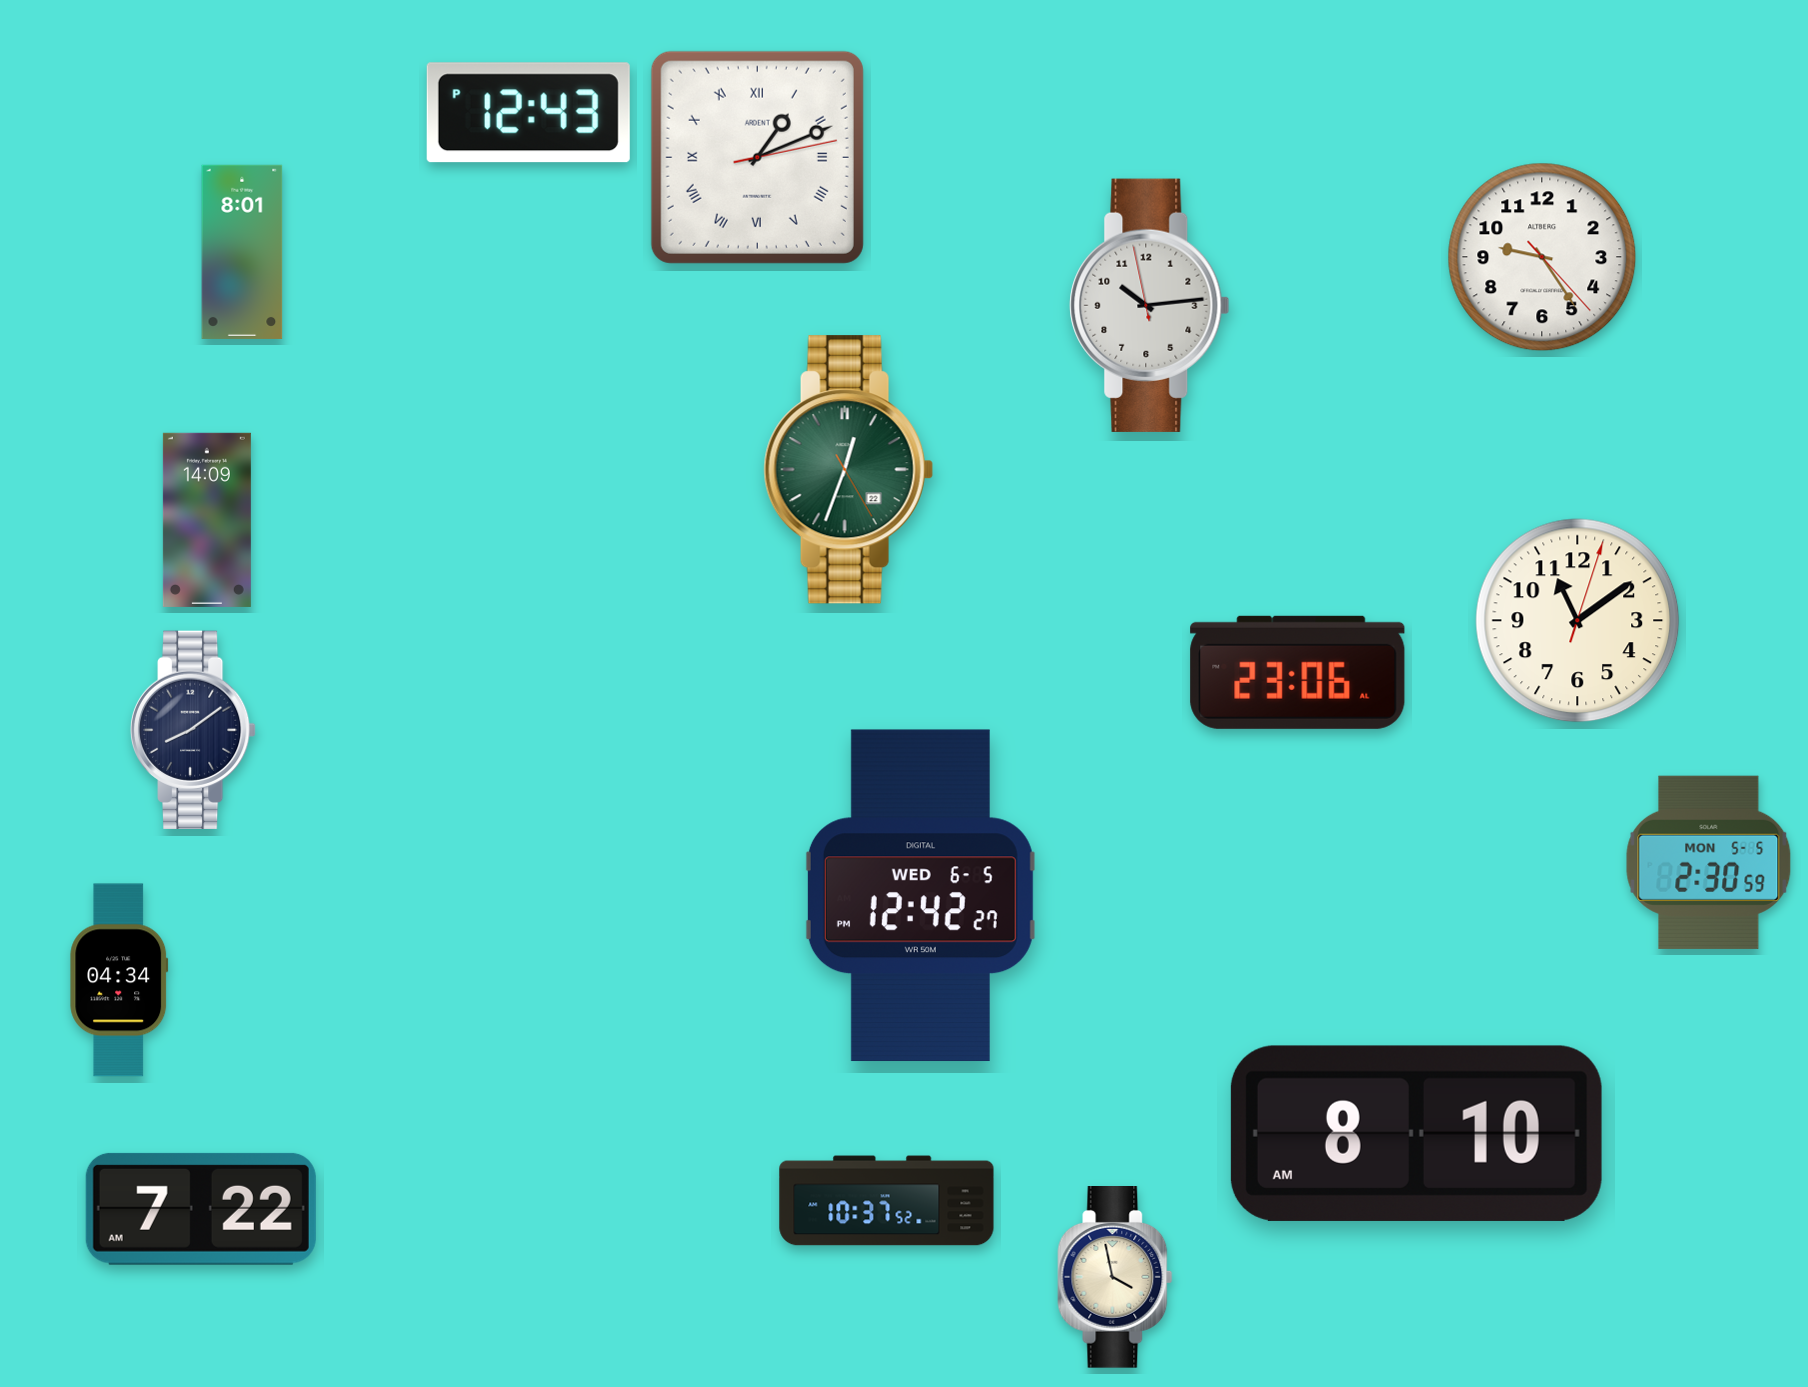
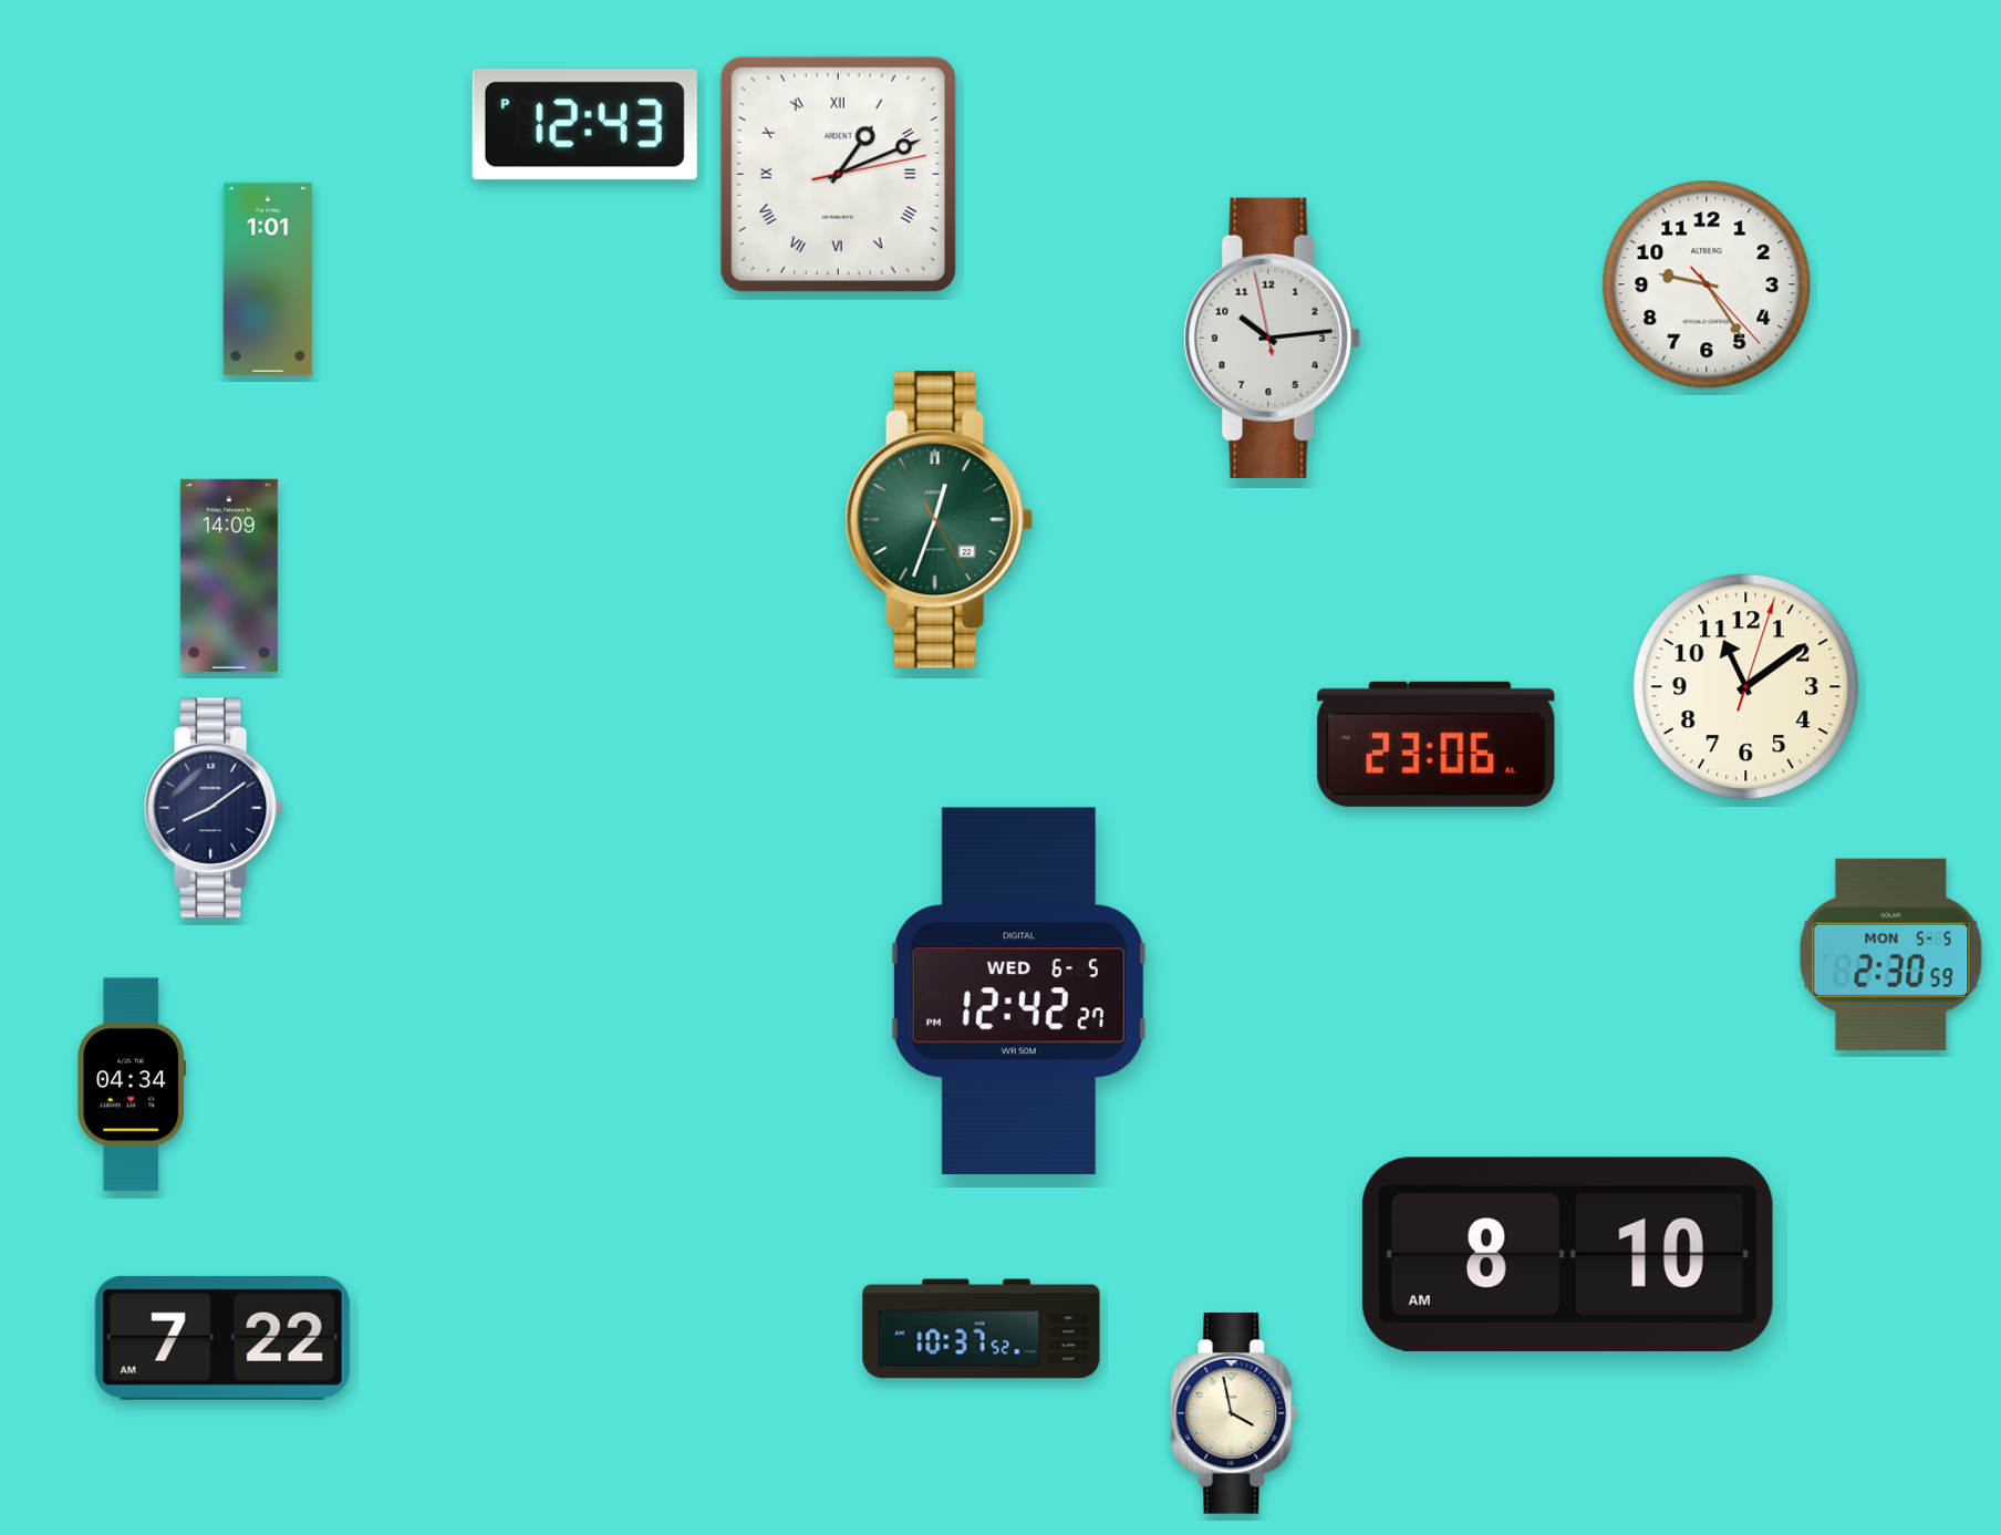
clock at (242, 252): 8:01 -> 1:01
